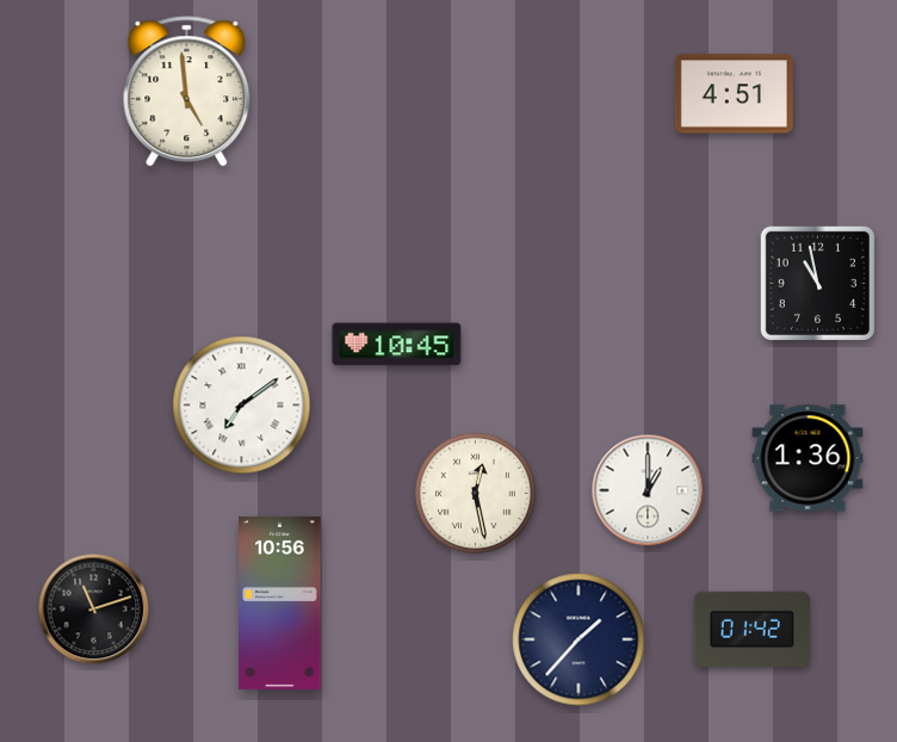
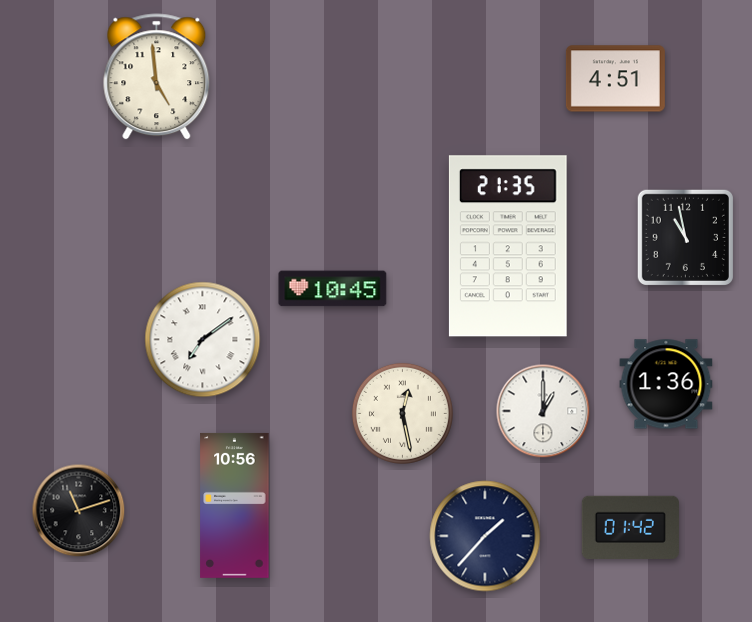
clock at (508, 246): none -> 21:35
clock at (808, 458) position: (808, 458) -> (666, 384)
clock at (475, 493) position: (475, 493) -> (402, 413)
